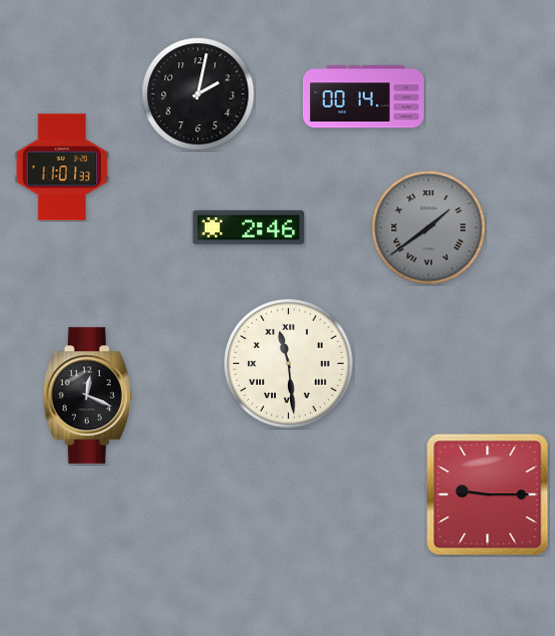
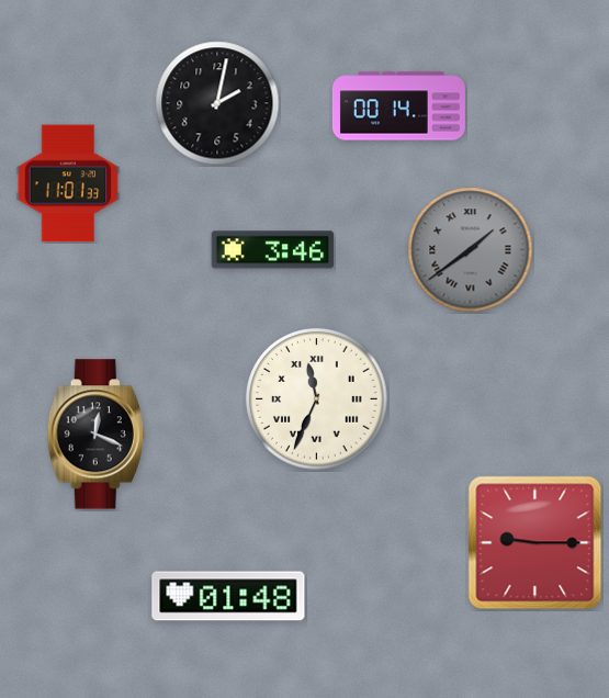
clock at (249, 228): 2:46 -> 3:46
clock at (289, 364): 11:29 -> 11:34
clock at (228, 596): none -> 01:48
